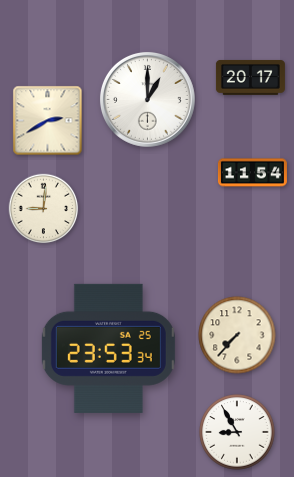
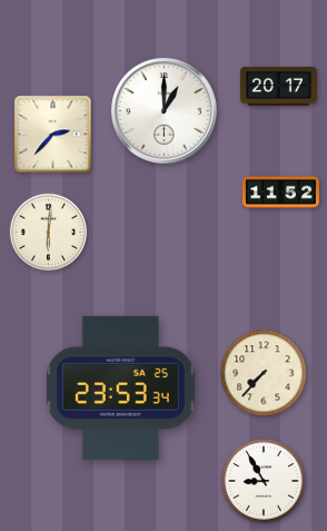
clock at (48, 121): 2:40 -> 2:37
clock at (252, 173): 11:54 -> 11:52
clock at (44, 209): 9:01 -> 6:01
